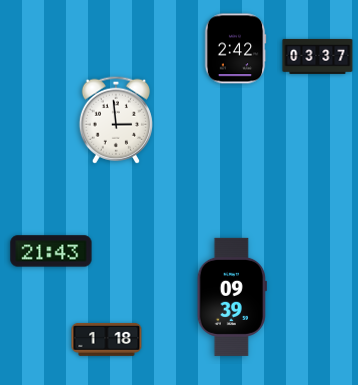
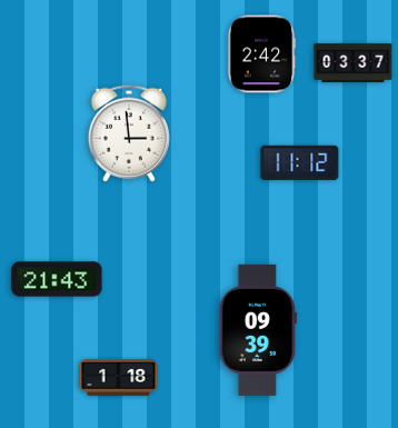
clock at (300, 162): none -> 11:12
